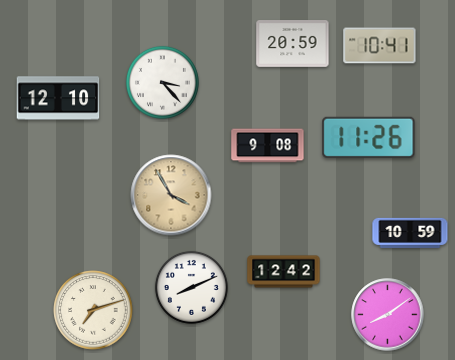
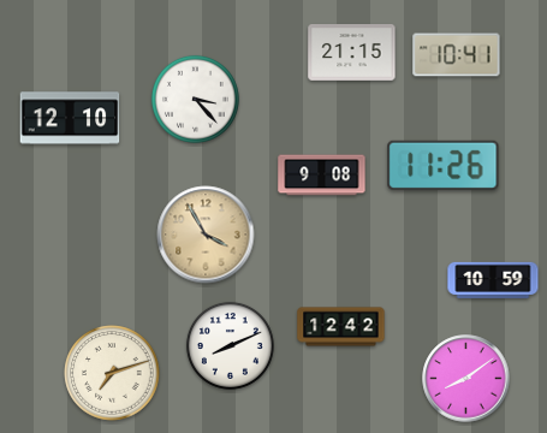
clock at (293, 44): 20:59 -> 21:15
